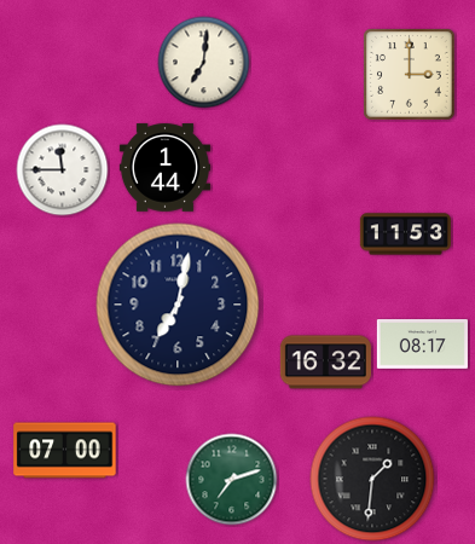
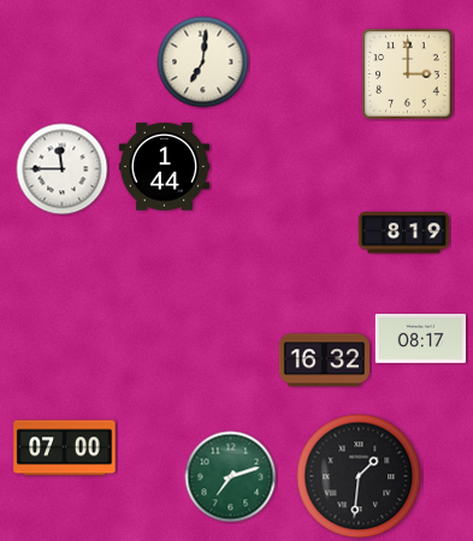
clock at (405, 235): 11:53 -> 8:19
clock at (178, 305): 7:02 -> none
clock at (422, 345) position: (422, 345) -> (420, 339)
clock at (372, 479) position: (372, 479) -> (359, 476)
